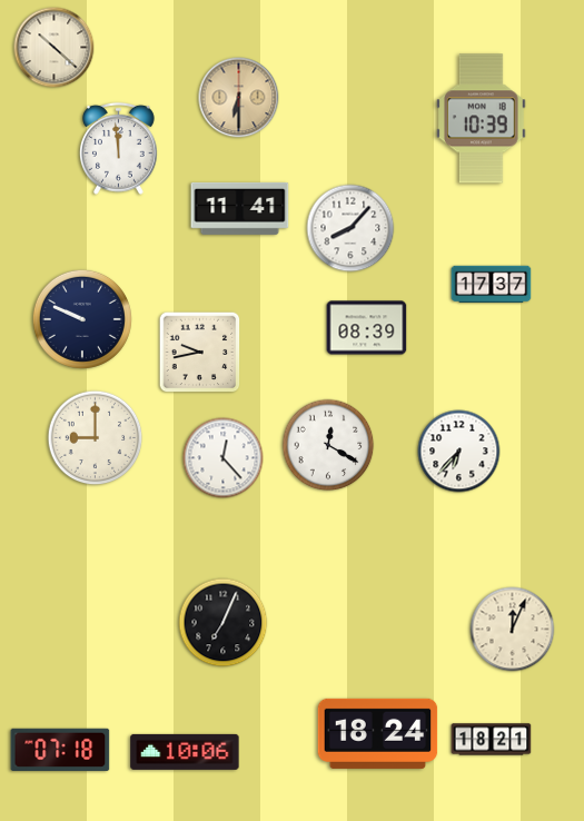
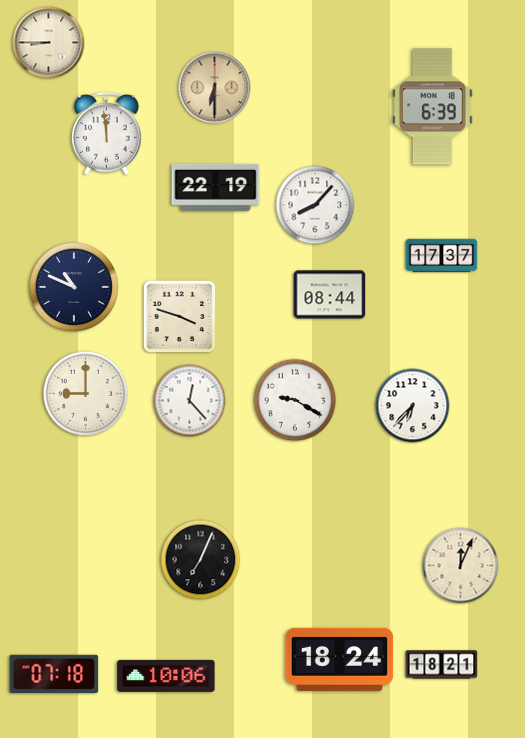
clock at (55, 48): 10:22 -> 8:45
clock at (482, 119): 10:39 -> 6:39
clock at (240, 208): 11:41 -> 22:19
clock at (82, 319): 9:49 -> 10:49
clock at (367, 328): 08:39 -> 08:44
clock at (200, 353): 9:43 -> 3:48
clock at (328, 445): 12:20 -> 9:20
clock at (224, 458) position: (224, 458) -> (190, 401)
